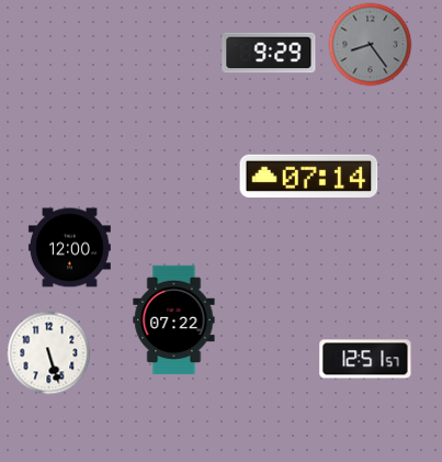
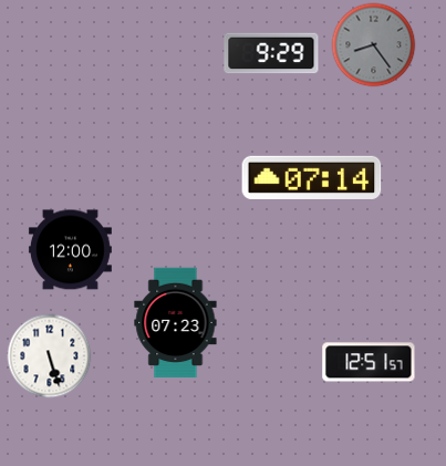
clock at (174, 320): 07:22 -> 07:23
